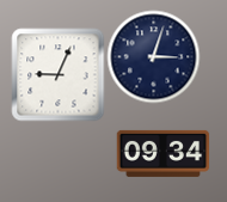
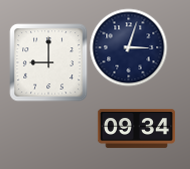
clock at (57, 74): 9:04 -> 9:00
